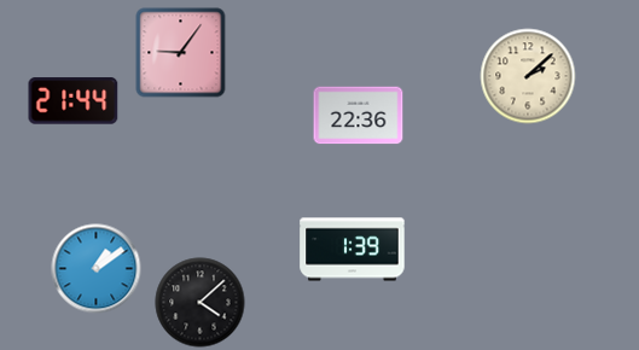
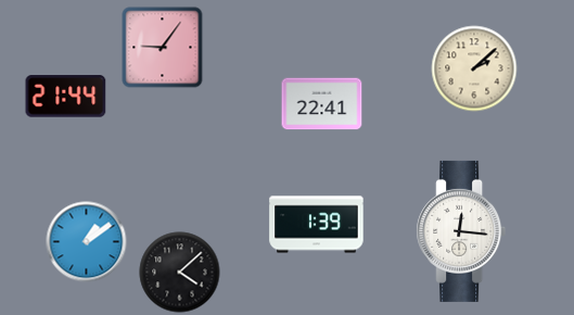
clock at (74, 101) position: (74, 101) -> (66, 97)
clock at (359, 116): 22:36 -> 22:41
clock at (461, 231): none -> 12:16
